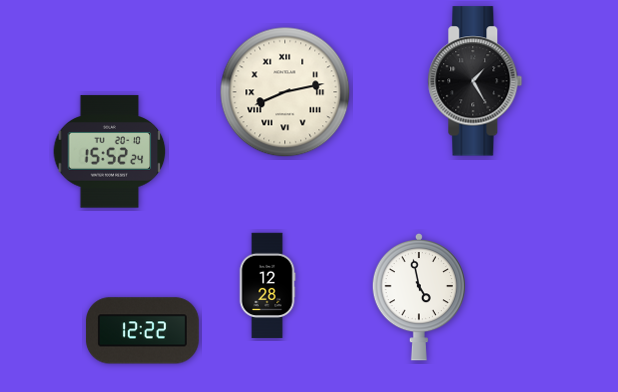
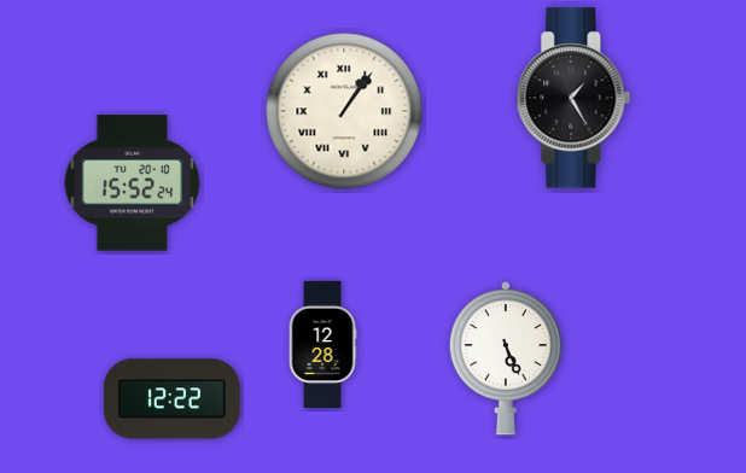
clock at (285, 92): 8:13 -> 1:06
clock at (419, 297): 4:58 -> 5:26
